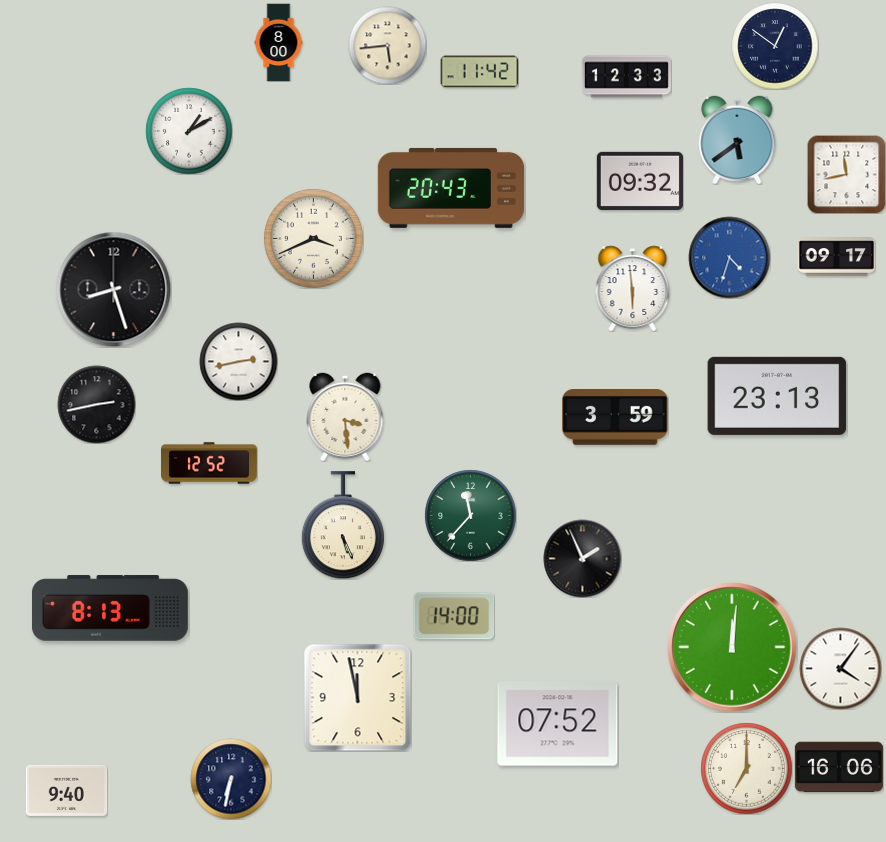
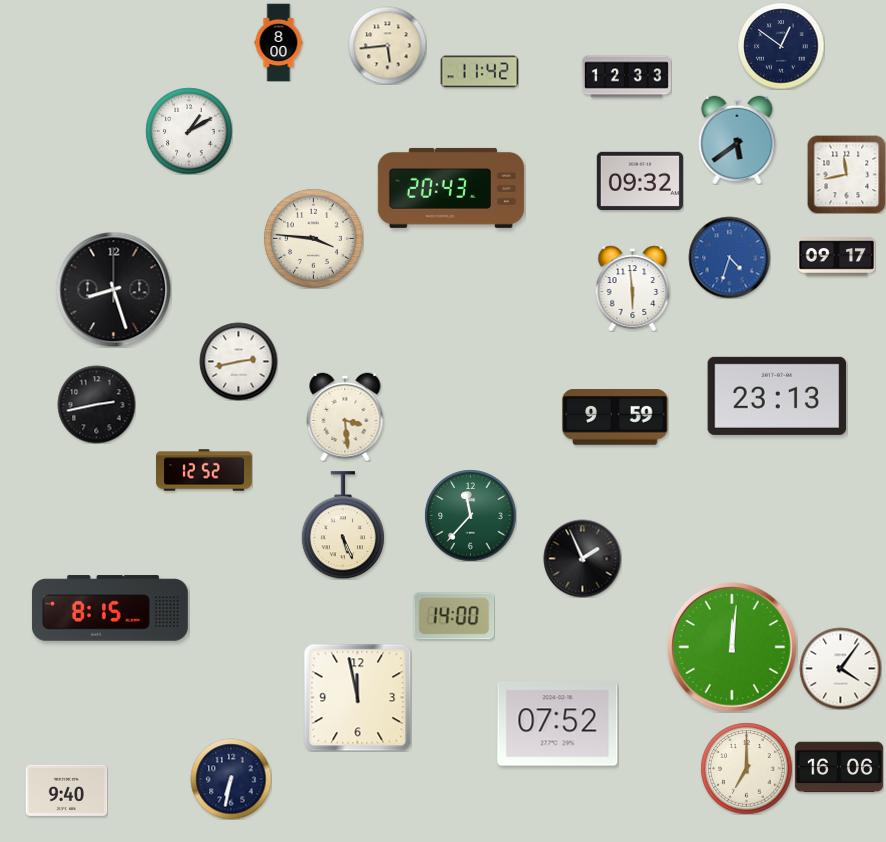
clock at (775, 46) position: (775, 46) -> (781, 46)
clock at (313, 238): 3:41 -> 3:46
clock at (615, 418): 3:59 -> 9:59
clock at (210, 463) position: (210, 463) -> (205, 470)
clock at (110, 608): 8:13 -> 8:15
